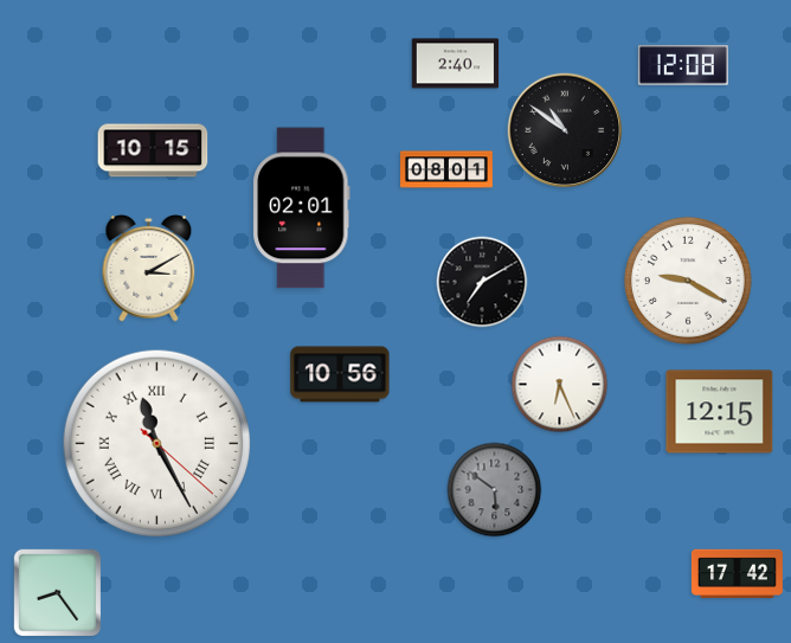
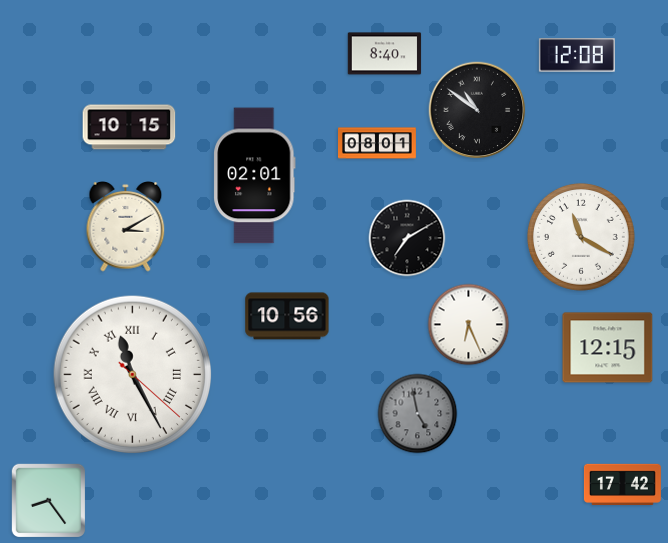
clock at (456, 64): 2:40 -> 8:40
clock at (688, 281): 9:20 -> 11:20
clock at (560, 385) position: (560, 385) -> (469, 325)
clock at (495, 490): 5:51 -> 4:58
